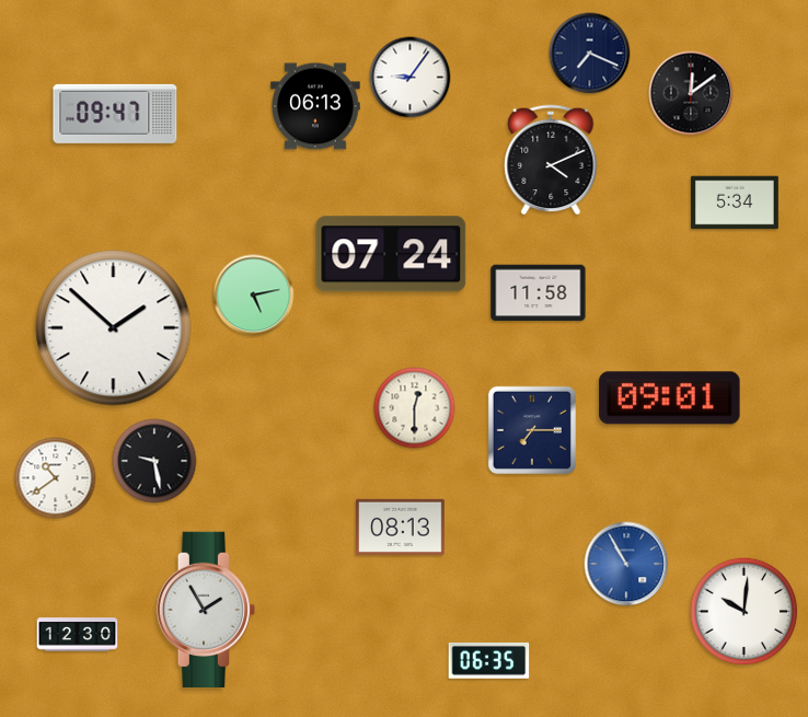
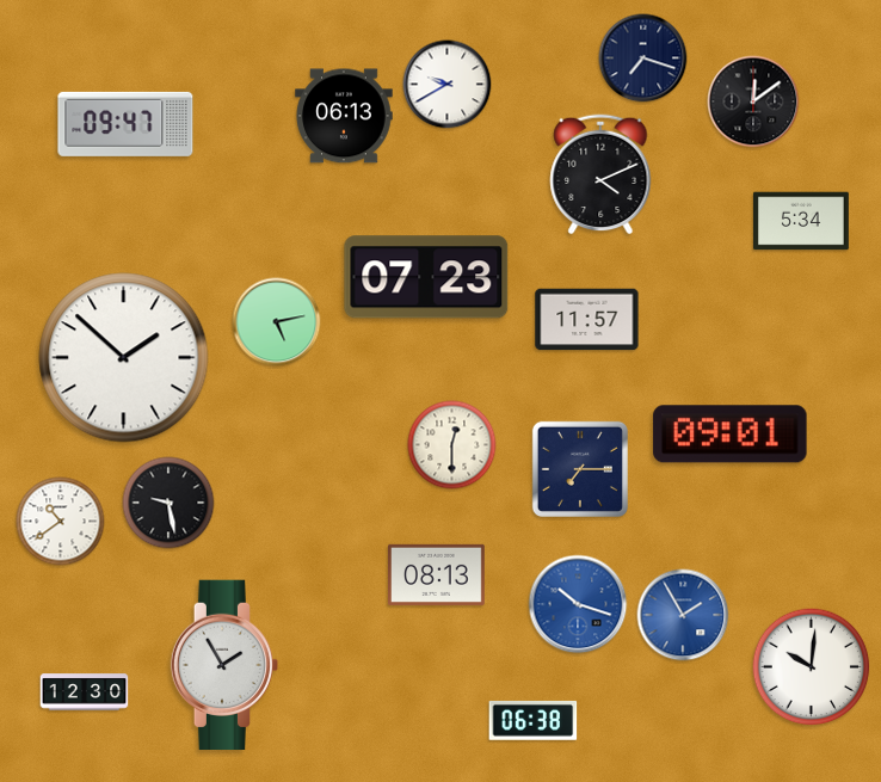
clock at (590, 54): 7:19 -> 7:18
clock at (411, 78): 9:06 -> 9:40
clock at (391, 254): 07:24 -> 07:23
clock at (539, 293): 11:58 -> 11:57
clock at (578, 604): none -> 10:18
clock at (626, 564): 10:55 -> 1:55
clock at (489, 660): 06:35 -> 06:38
